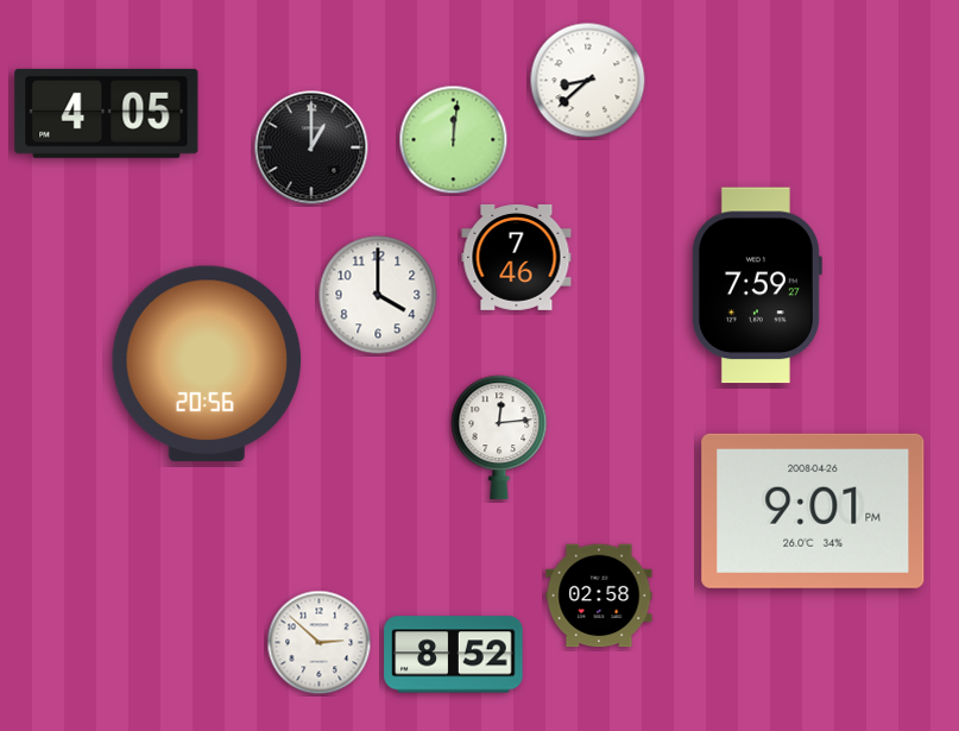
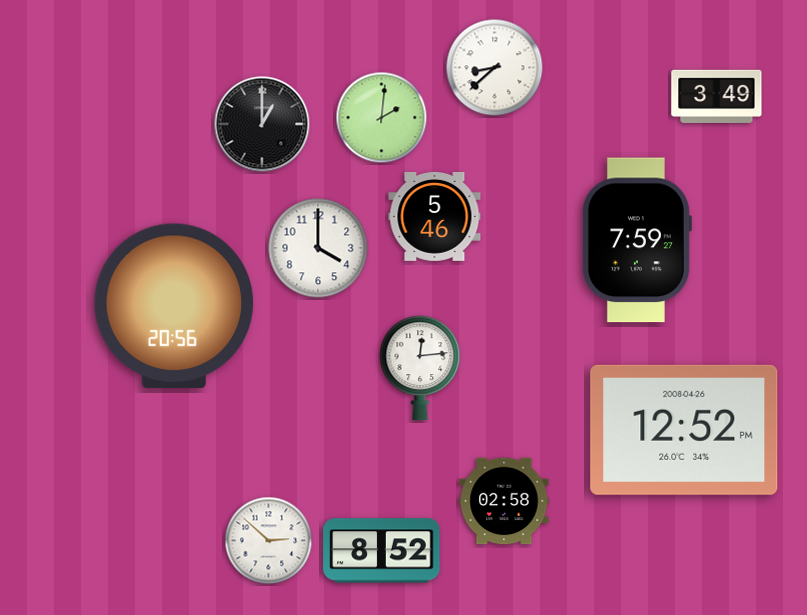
clock at (107, 113): 4:05 -> none
clock at (717, 96): none -> 3:49
clock at (454, 140): 12:01 -> 2:01
clock at (517, 257): 7:46 -> 5:46
clock at (813, 511): 9:01 -> 12:52
